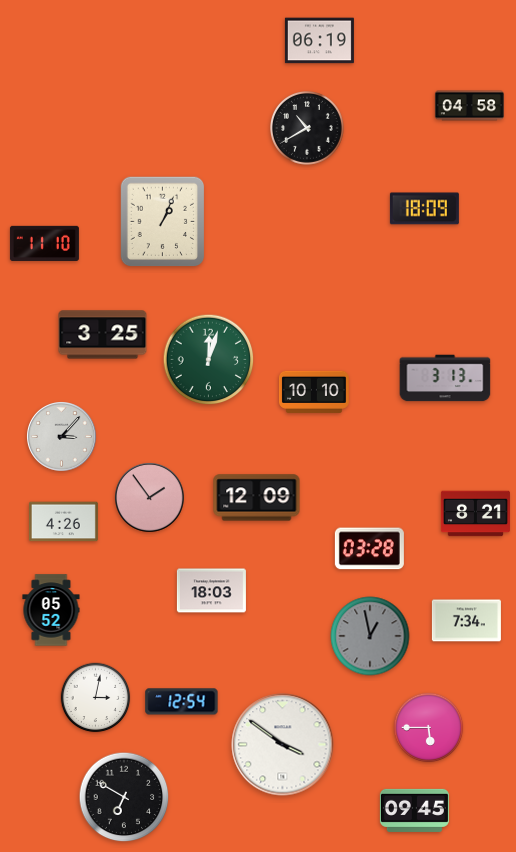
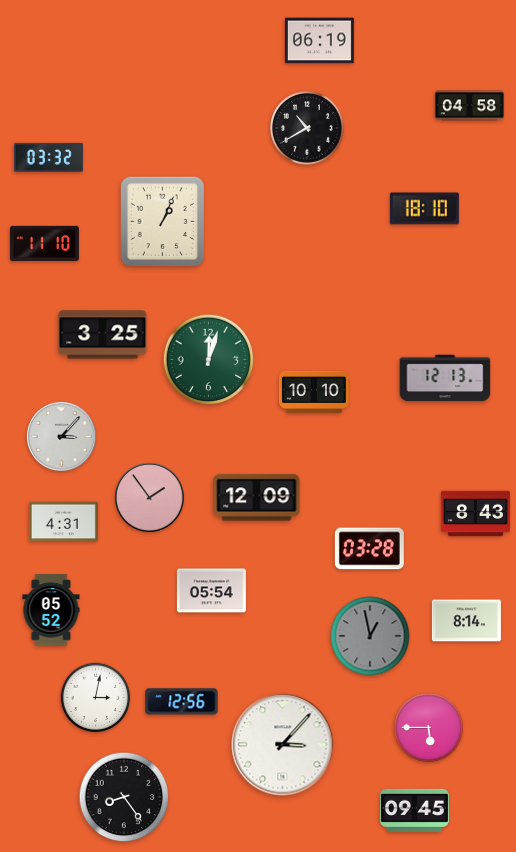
clock at (48, 157): none -> 03:32
clock at (424, 209): 18:09 -> 18:10
clock at (445, 378): 3:13 -> 12:13
clock at (475, 514): 8:21 -> 8:43
clock at (63, 522): 4:26 -> 4:31
clock at (211, 591): 18:03 -> 05:54
clock at (466, 621): 7:34 -> 8:14
clock at (182, 702): 12:54 -> 12:56
clock at (283, 745): 3:51 -> 3:07
clock at (124, 797): 6:50 -> 8:24
